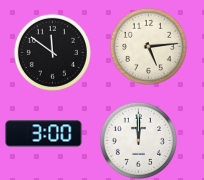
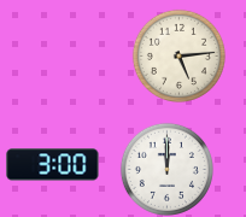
clock at (52, 52): 11:51 -> none
clock at (44, 134) position: (44, 134) -> (53, 165)
